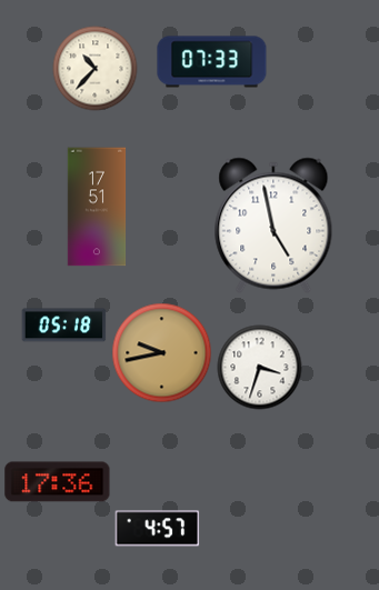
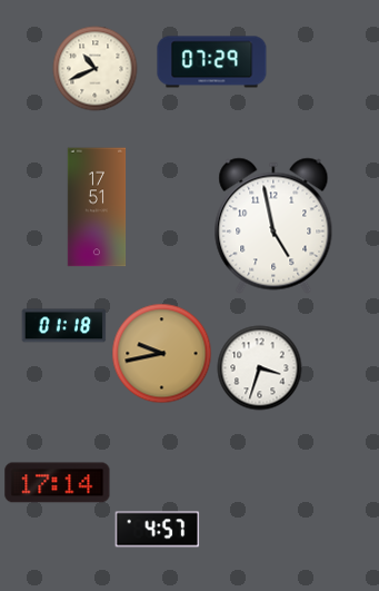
clock at (212, 62): 07:33 -> 07:29
clock at (96, 69): 10:37 -> 10:41
clock at (64, 326): 05:18 -> 01:18
clock at (58, 482): 17:36 -> 17:14
